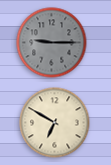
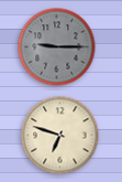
clock at (55, 123): 6:50 -> 6:48
